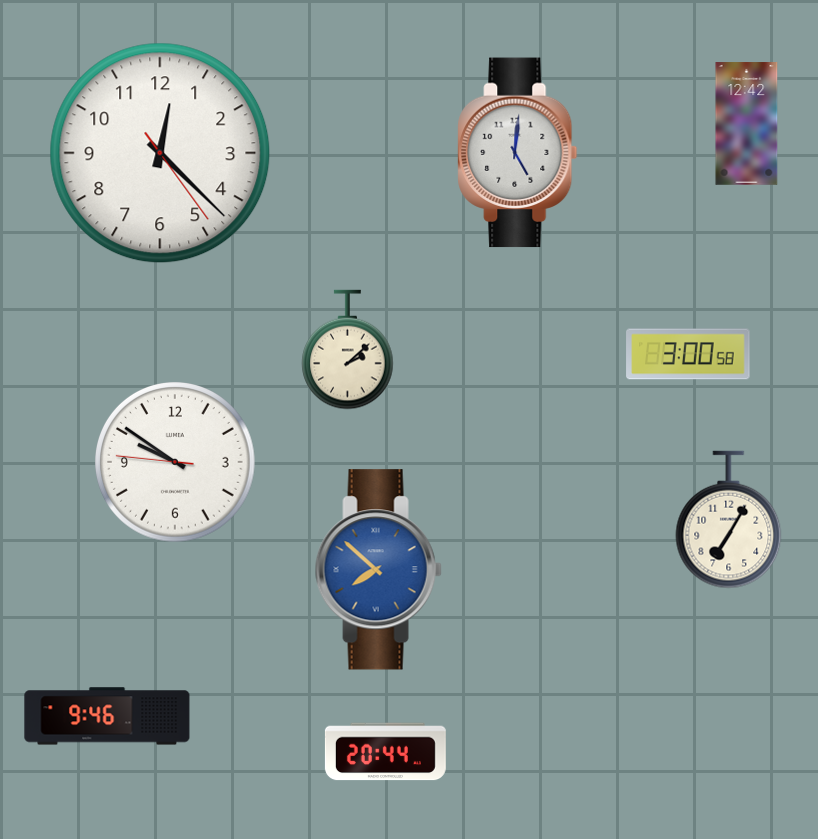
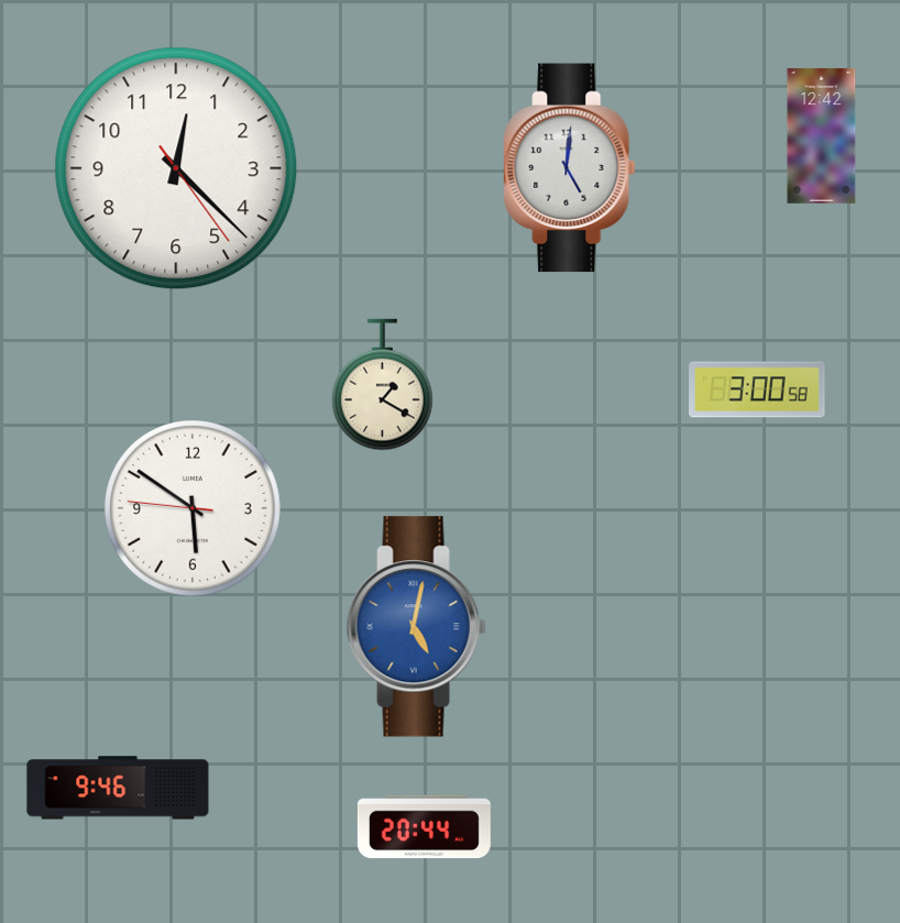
clock at (348, 350): 2:08 -> 1:20
clock at (176, 463): 9:50 -> 5:50
clock at (729, 520): 7:05 -> none
clock at (378, 570): 7:52 -> 5:02
